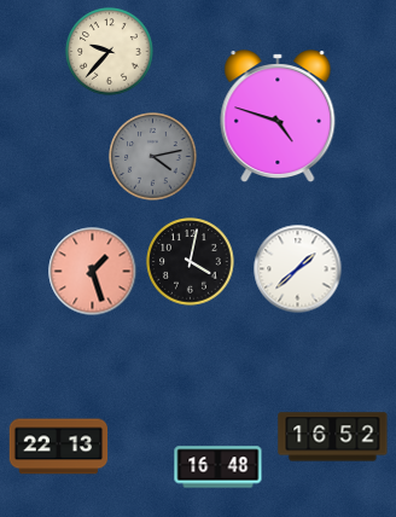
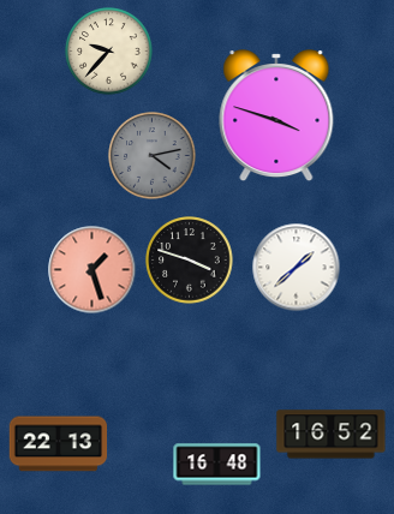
clock at (278, 117): 4:48 -> 3:48
clock at (191, 262): 4:02 -> 3:48
